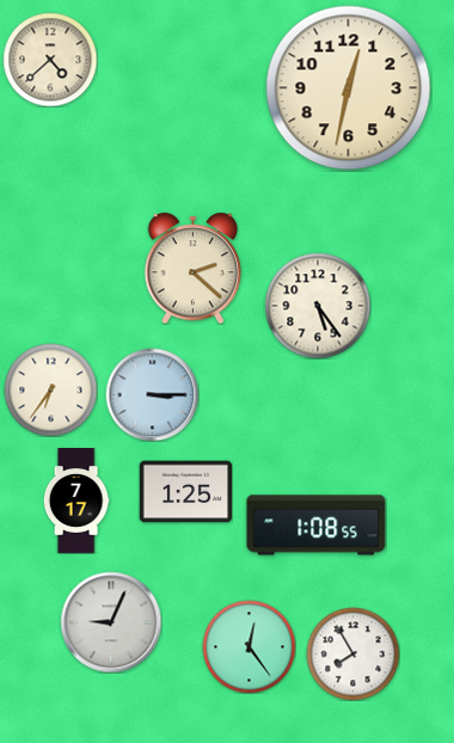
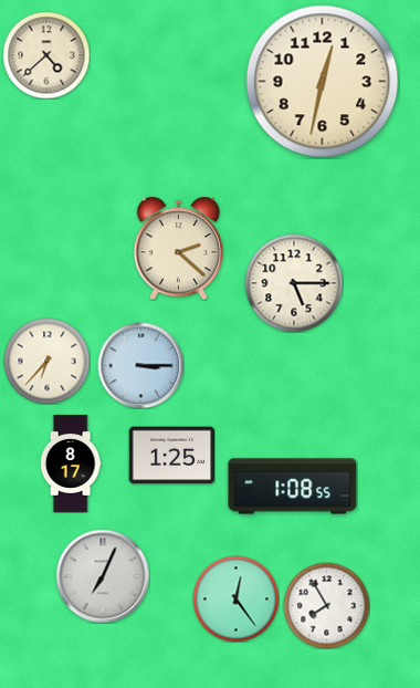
clock at (318, 306): 5:24 -> 5:15
clock at (50, 389): 6:36 -> 6:37
clock at (76, 502): 7:17 -> 8:17
clock at (111, 622): 9:04 -> 7:04
clock at (249, 646) position: (249, 646) -> (235, 598)
